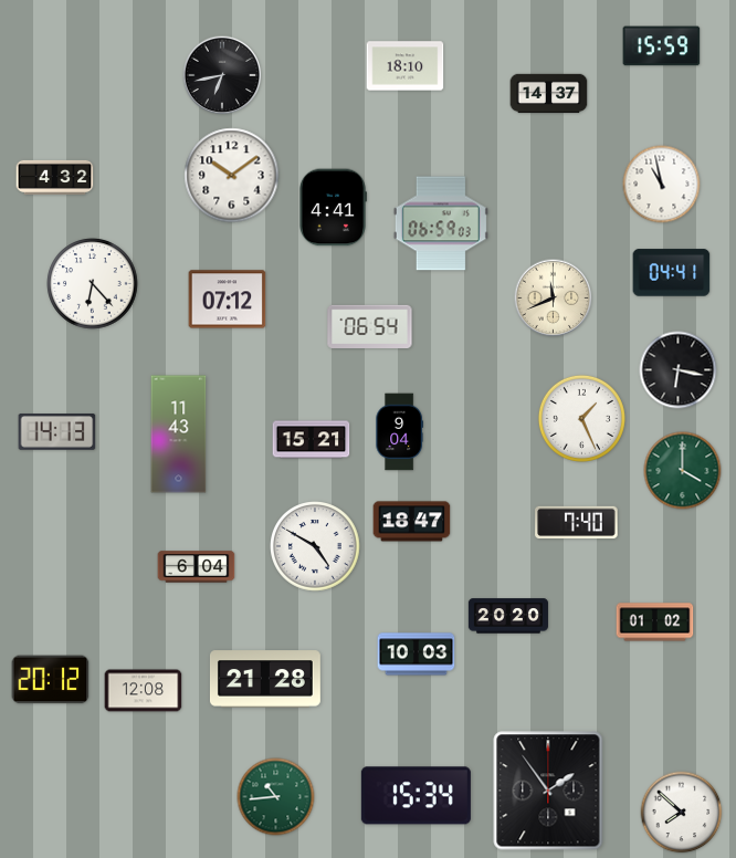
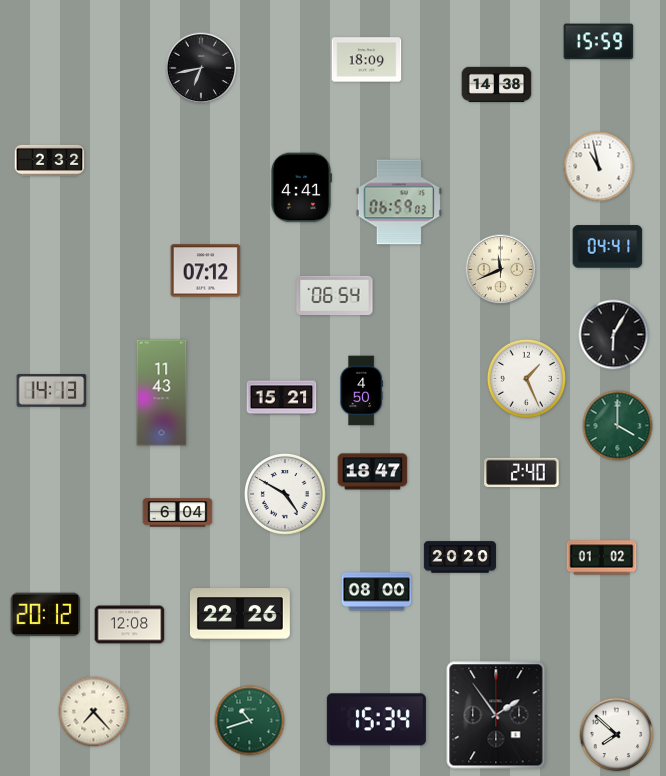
clock at (406, 66): 18:10 -> 18:09
clock at (549, 94): 14:37 -> 14:38
clock at (232, 176): 10:09 -> none
clock at (55, 177): 4:32 -> 2:32
clock at (93, 284): 6:23 -> none
clock at (679, 370): 6:17 -> 6:05
clock at (399, 432): 9:04 -> 4:50
clock at (577, 523): 7:40 -> 2:40
clock at (655, 622) position: (655, 622) -> (602, 558)
clock at (417, 655): 10:03 -> 08:00
clock at (265, 679): 21:28 -> 22:26
clock at (94, 712): none -> 7:23
clock at (276, 797): 10:44 -> 10:42
